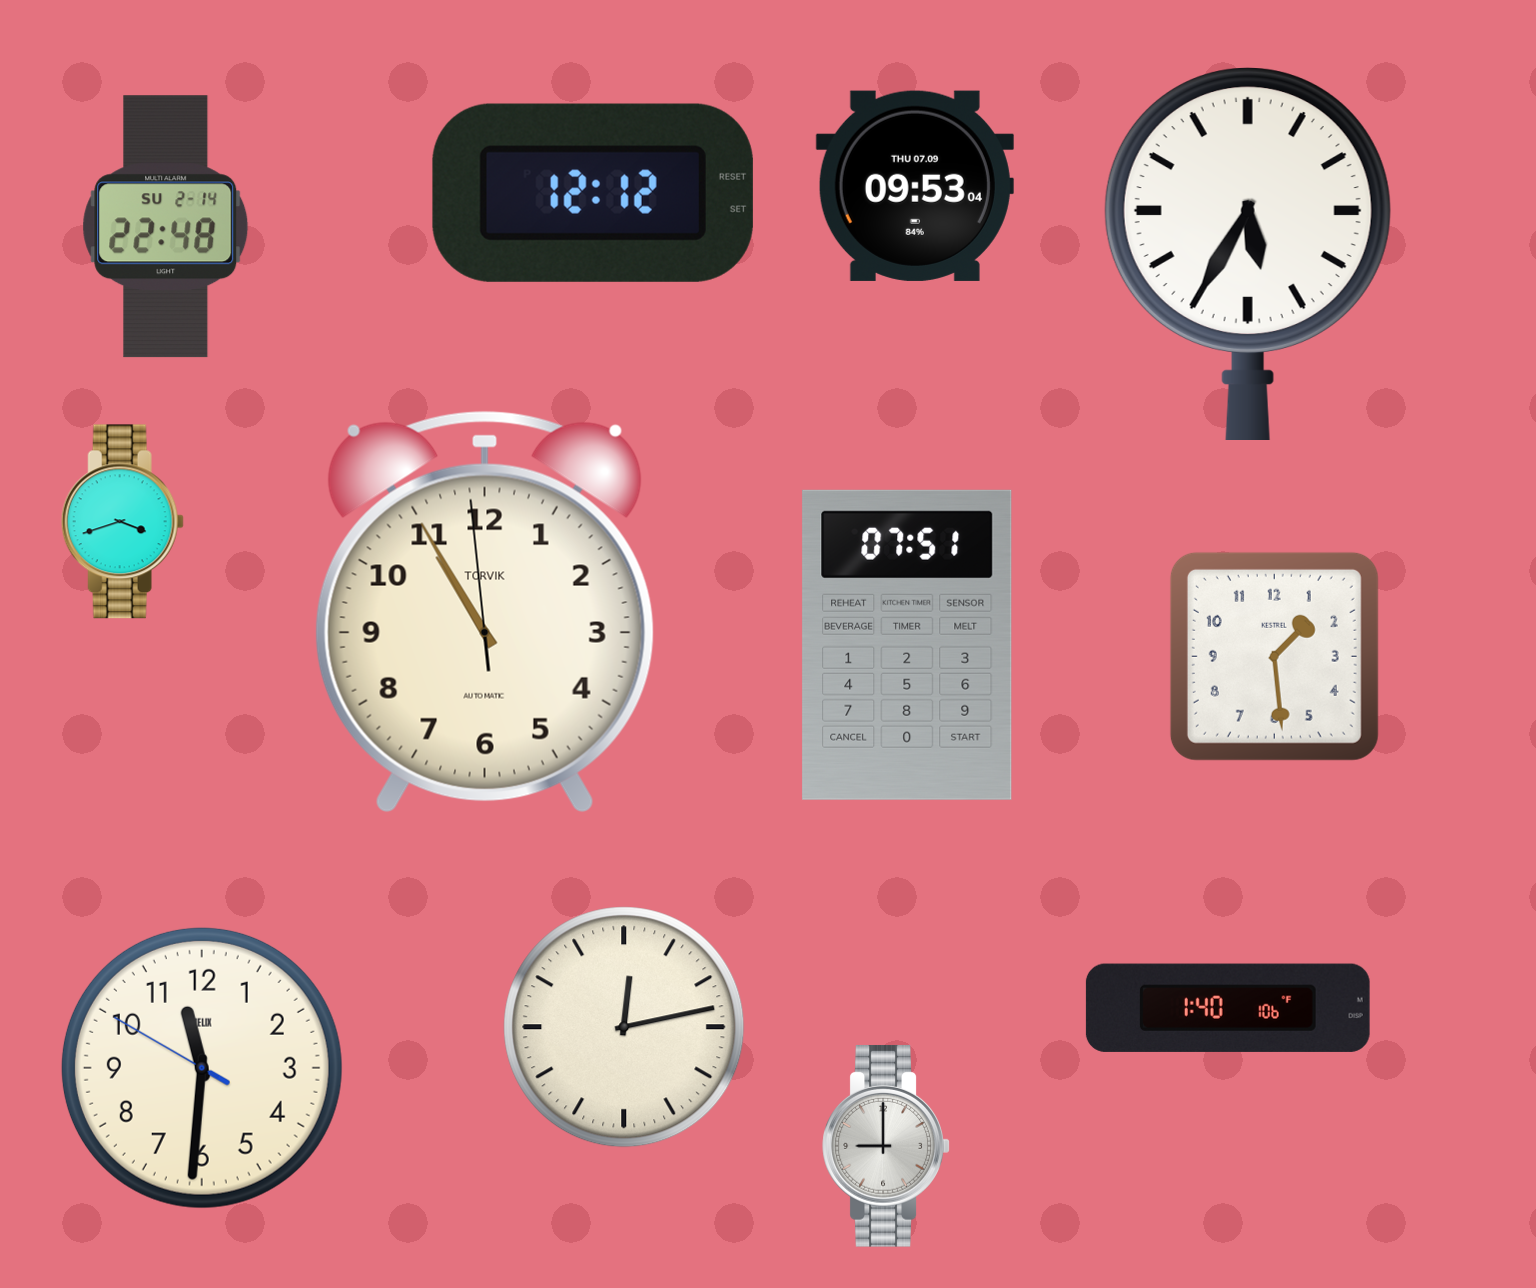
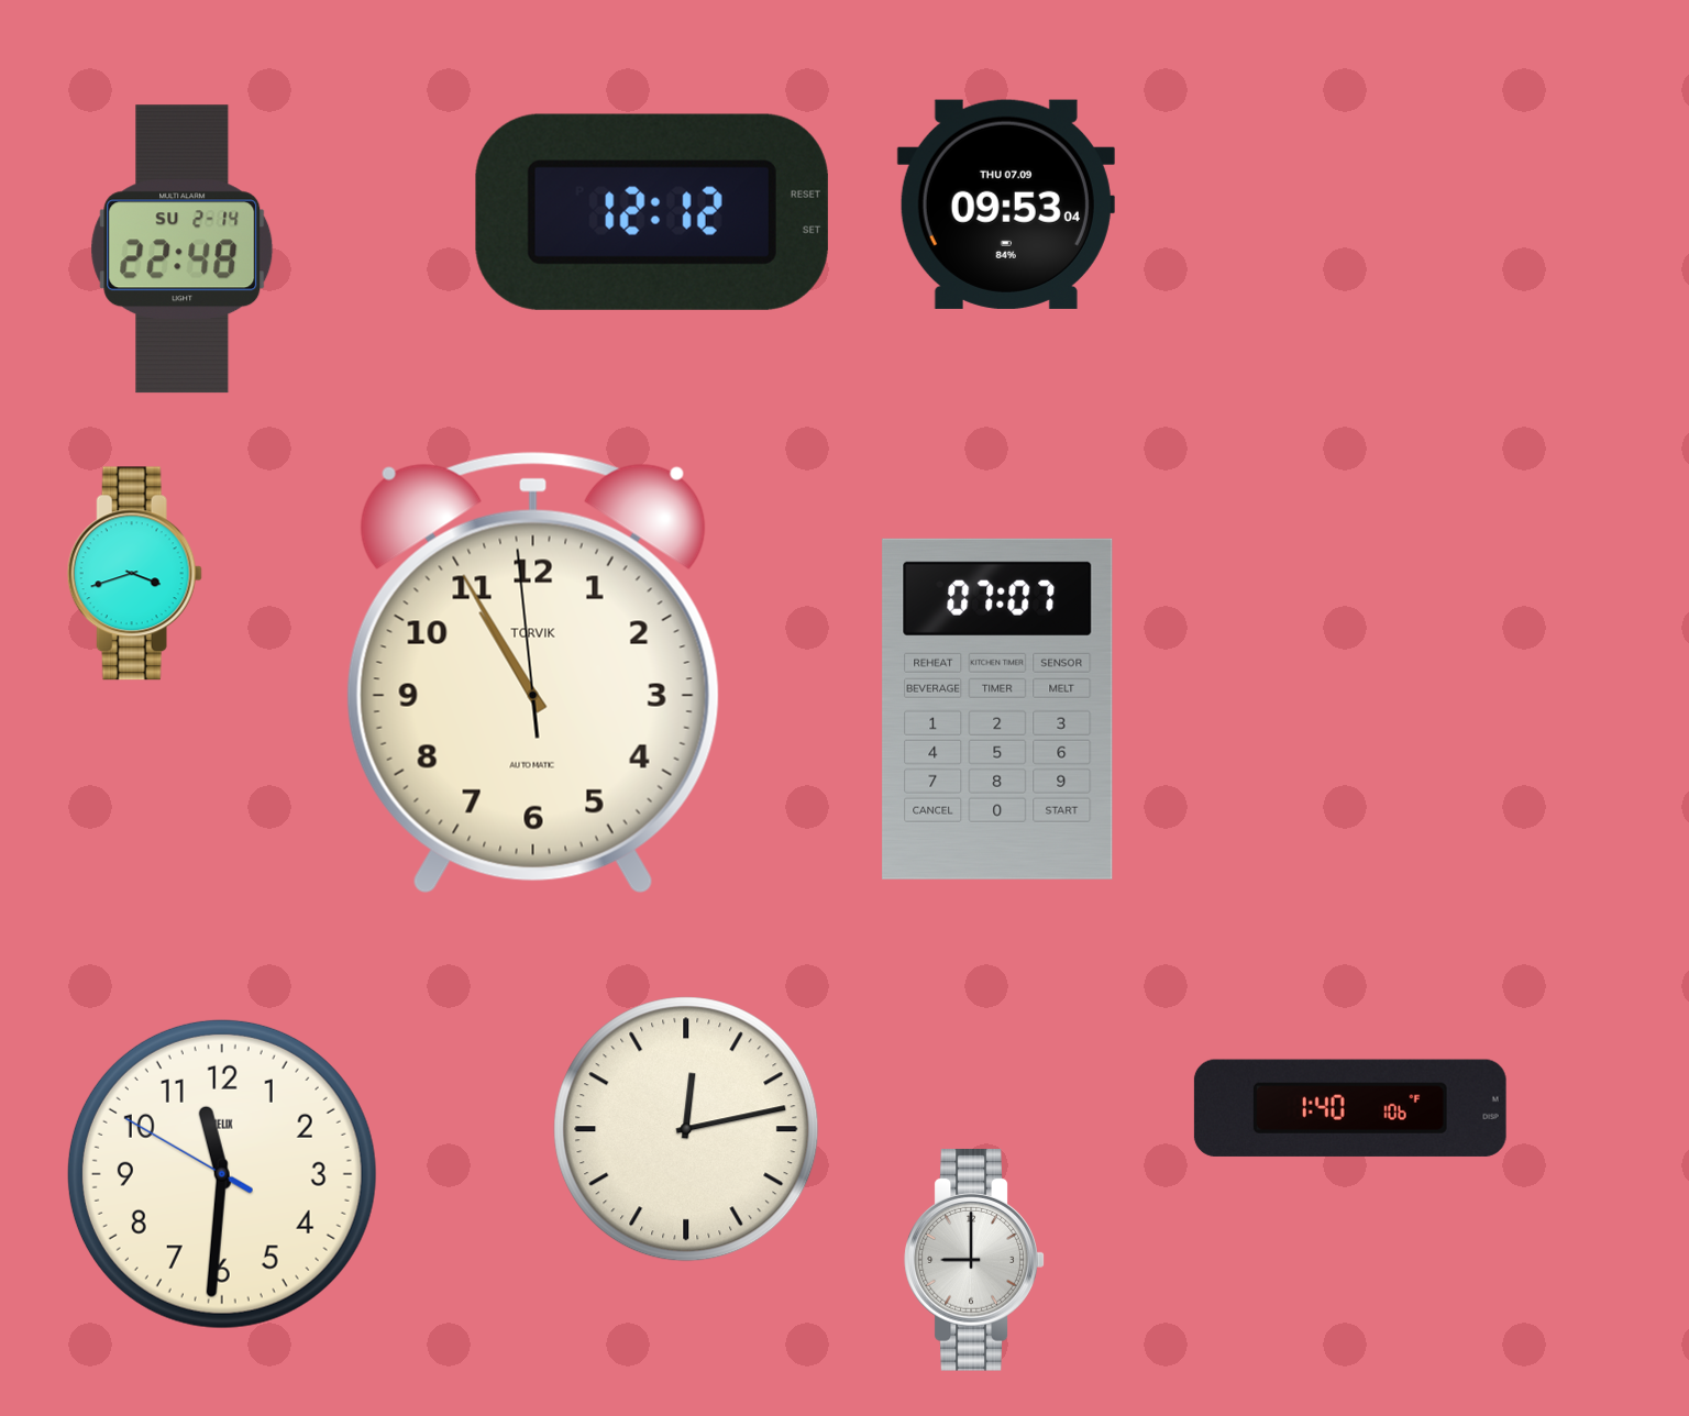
clock at (1248, 253): 5:35 -> none
clock at (907, 645): 07:51 -> 07:07
clock at (1274, 656): 1:29 -> none
